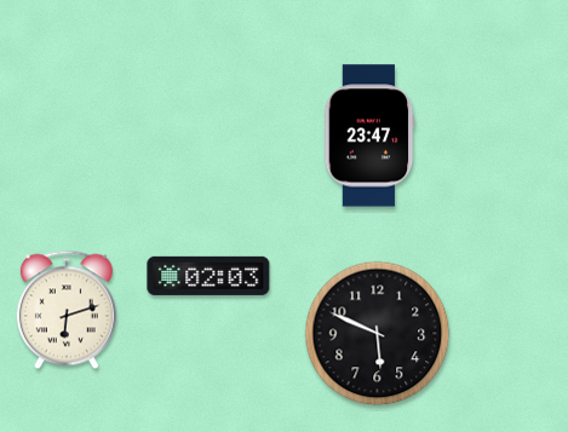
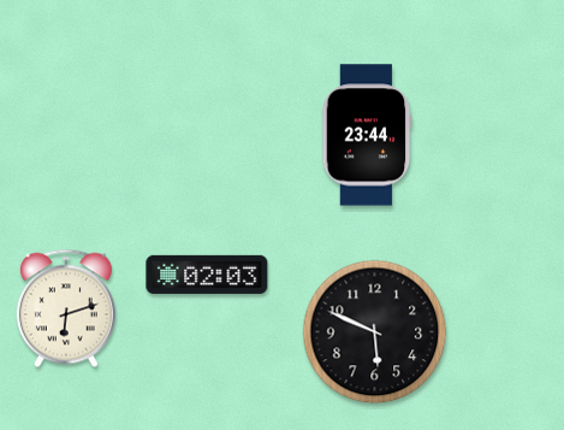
clock at (369, 136): 23:47 -> 23:44
